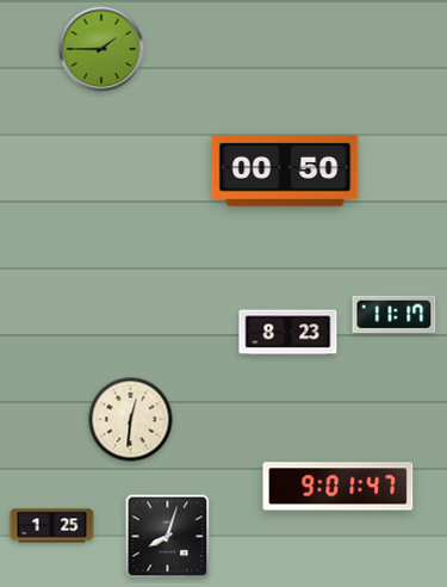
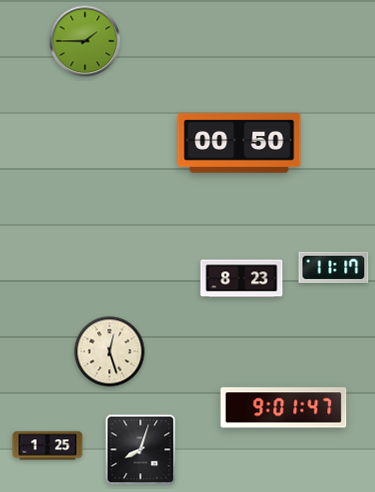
clock at (395, 314) position: (395, 314) -> (334, 267)
clock at (131, 420): 12:31 -> 12:27
clock at (52, 526) position: (52, 526) -> (48, 446)
